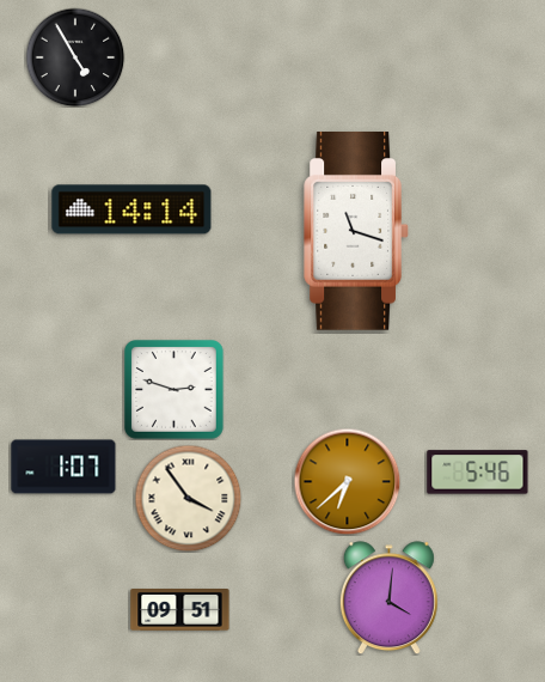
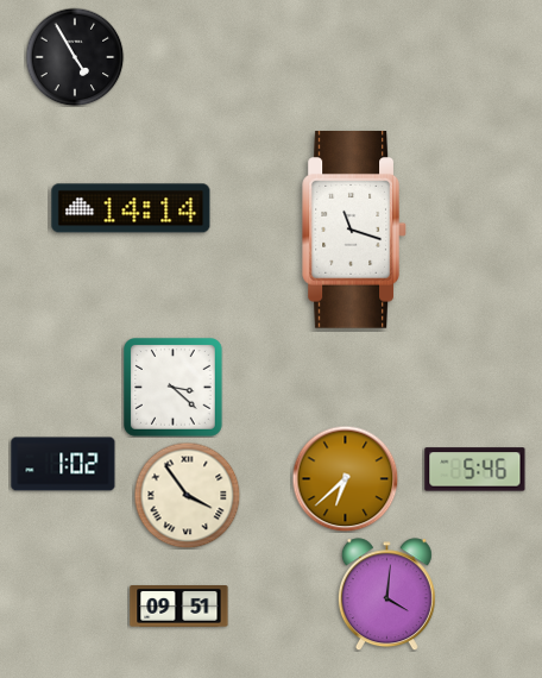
clock at (174, 390): 2:48 -> 3:22
clock at (63, 467): 1:07 -> 1:02
